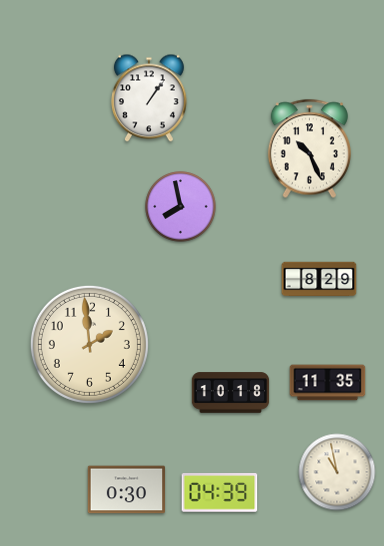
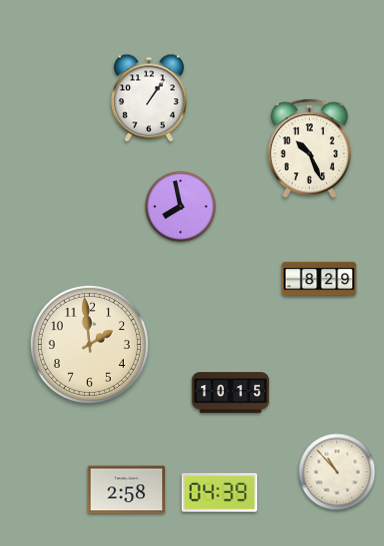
clock at (328, 383): 11:35 -> none
clock at (231, 393): 10:18 -> 10:15
clock at (337, 472): 10:58 -> 10:53
clock at (127, 490): 0:30 -> 2:58
